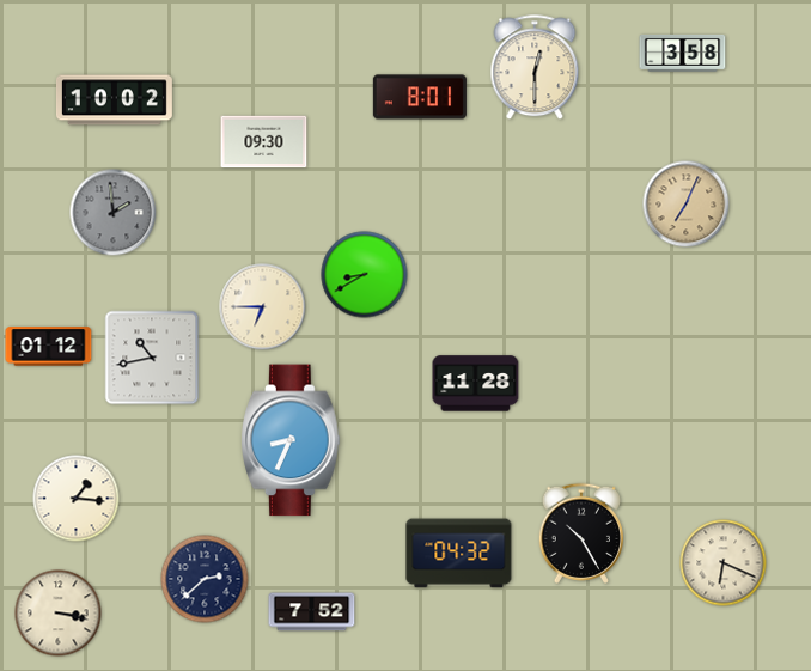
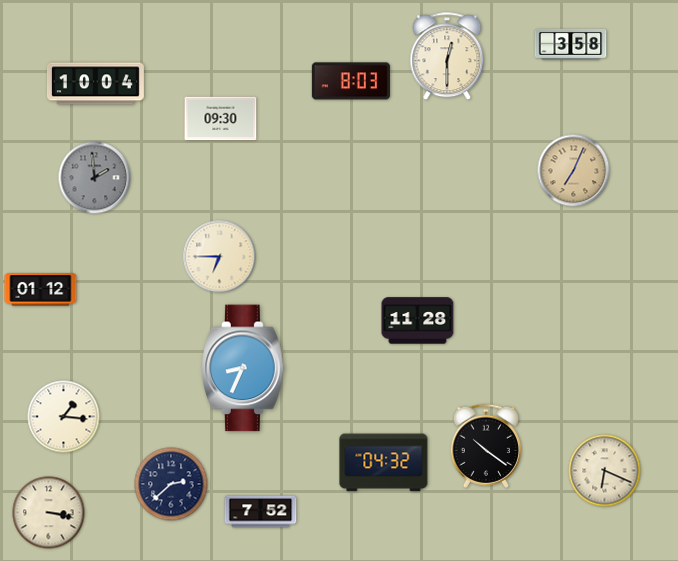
clock at (420, 97): 8:01 -> 8:03
clock at (114, 100): 10:02 -> 10:04
clock at (365, 275): 8:40 -> none
clock at (152, 358): 10:43 -> none
clock at (476, 384) position: (476, 384) -> (418, 321)
clock at (580, 533): 10:25 -> 10:21
